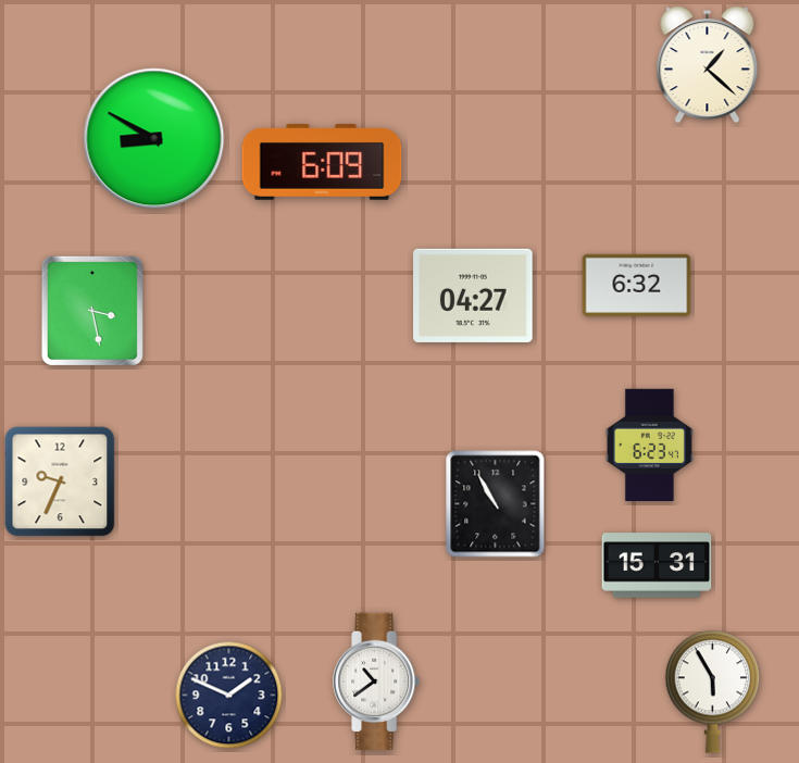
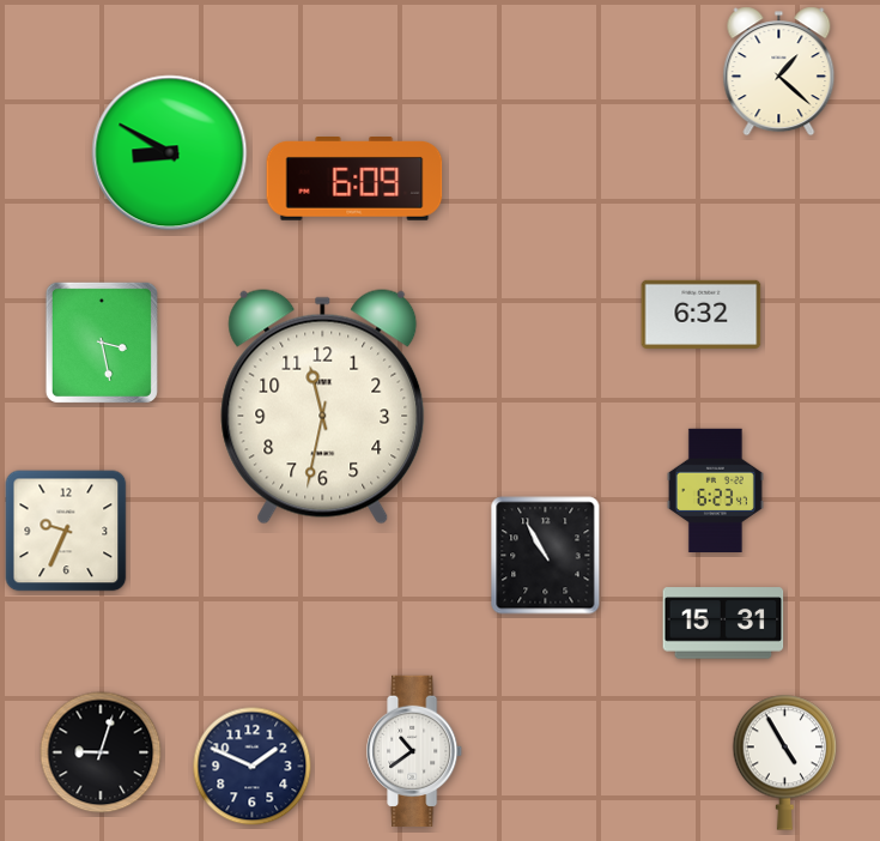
clock at (473, 296): 04:27 -> none
clock at (323, 407): none -> 11:32
clock at (101, 752): none -> 9:03
clock at (713, 691): 5:55 -> 4:55
